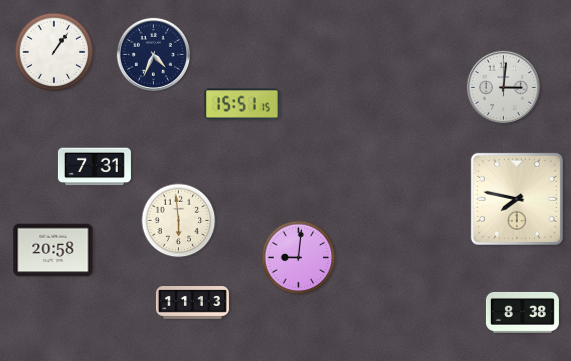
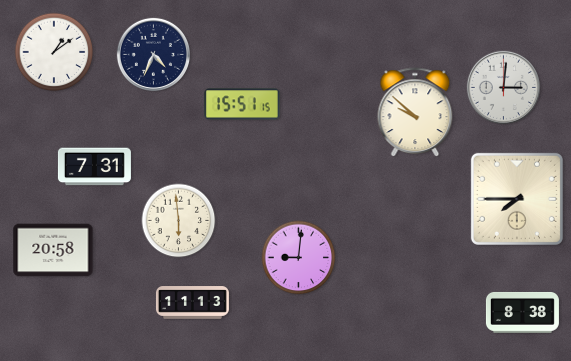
clock at (54, 52): 1:06 -> 1:09
clock at (415, 113): none -> 9:52
clock at (517, 199): 7:47 -> 7:45
